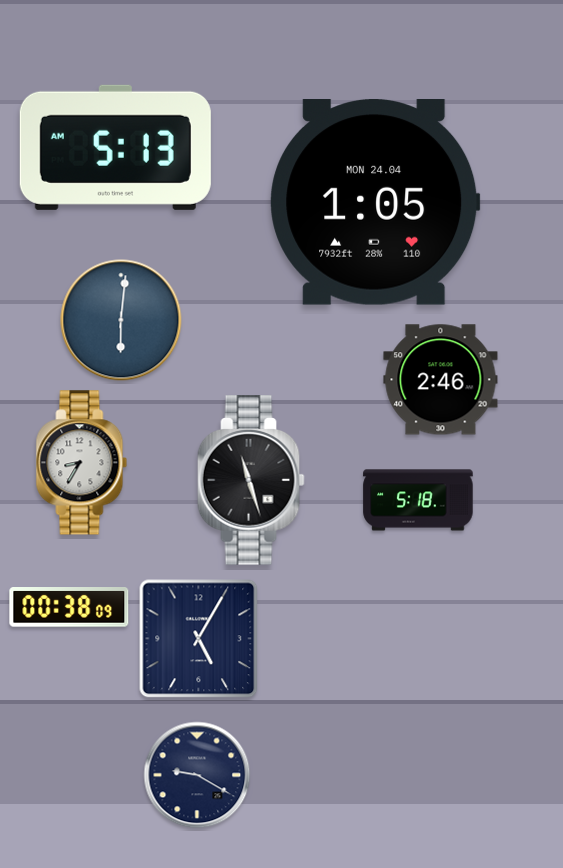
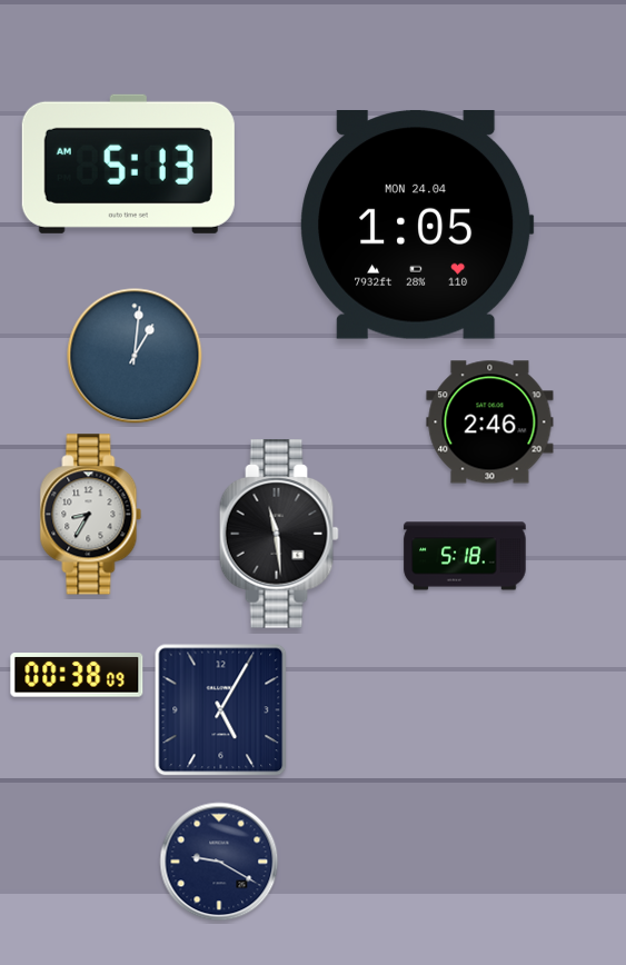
clock at (121, 320): 6:01 -> 1:01
clock at (251, 480): 11:27 -> 11:29
